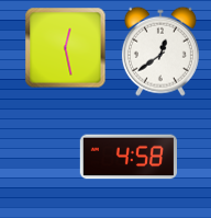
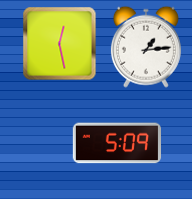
clock at (160, 51): 12:39 -> 1:14
clock at (127, 157): 4:58 -> 5:09
